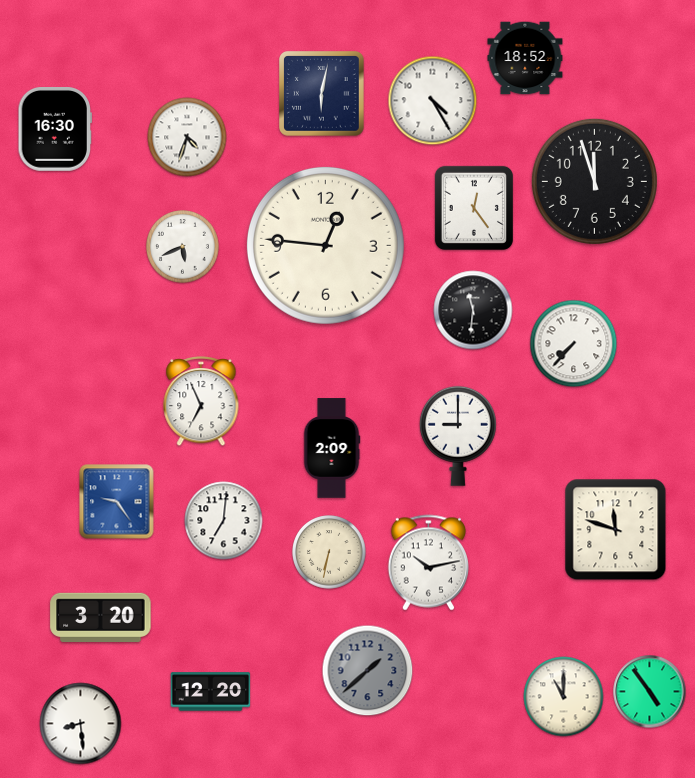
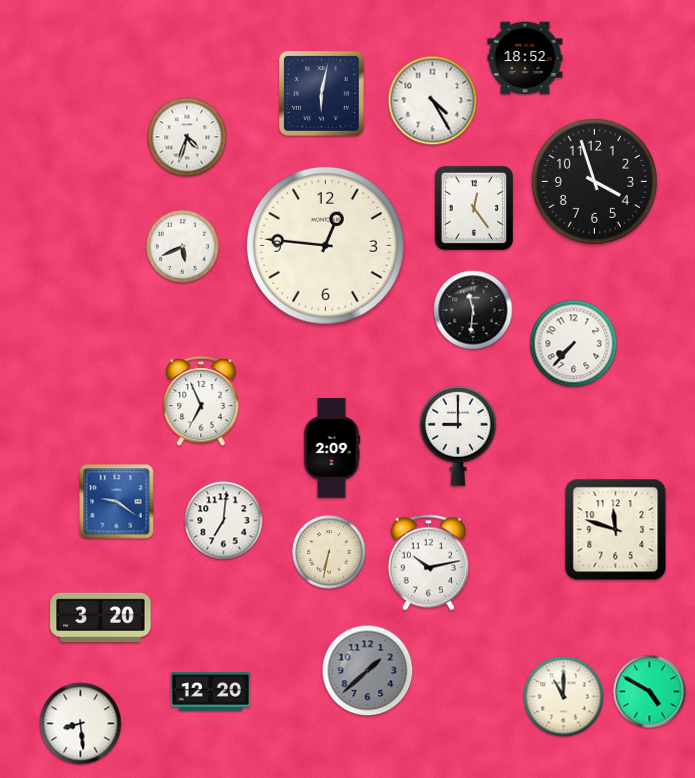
clock at (54, 130): 16:30 -> none
clock at (594, 181): 11:57 -> 3:57
clock at (117, 502): 9:24 -> 9:21
clock at (650, 692): 4:54 -> 4:50
